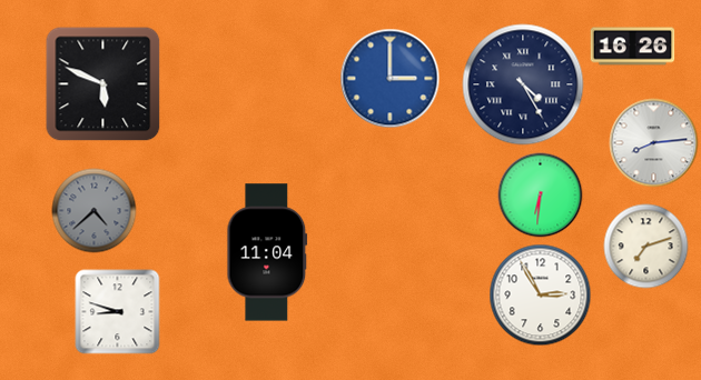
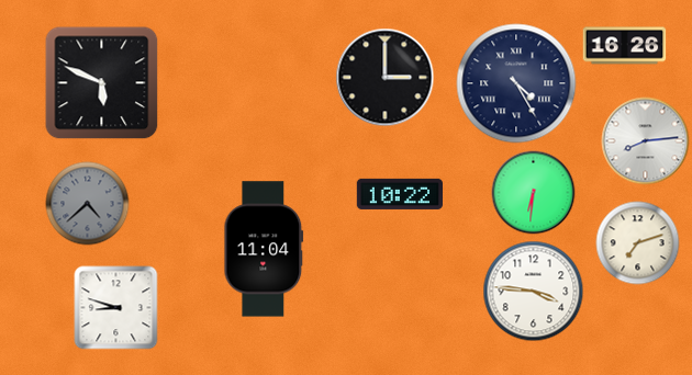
clock at (391, 79) dial: blue -> black
clock at (399, 194): none -> 10:22
clock at (95, 211) position: (95, 211) -> (88, 204)
clock at (541, 296): 2:55 -> 3:46
